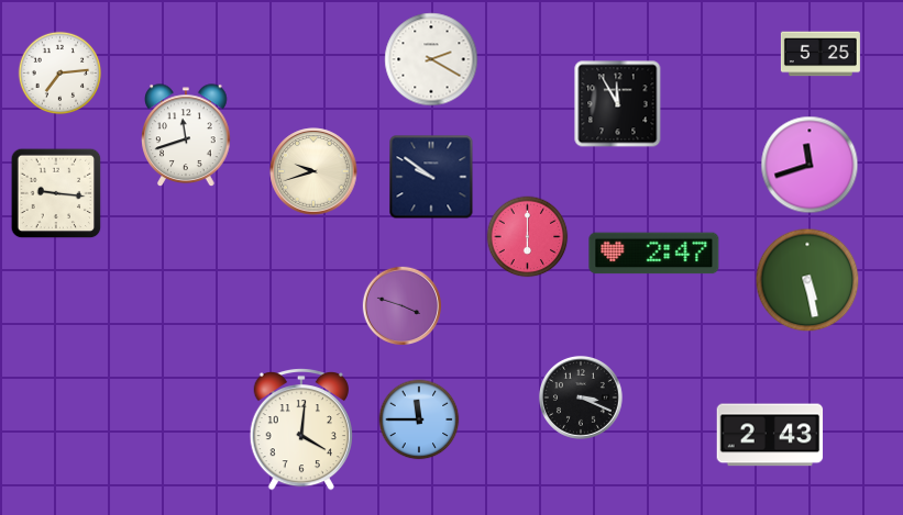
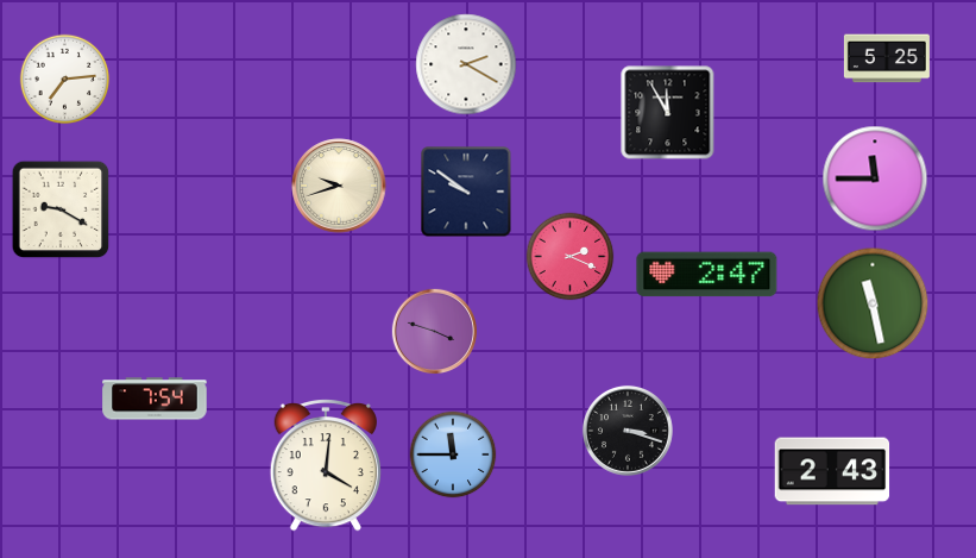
clock at (186, 135): 11:42 -> none
clock at (810, 165): 11:42 -> 11:45
clock at (56, 193): 9:16 -> 9:20
clock at (528, 237): 6:00 -> 2:19
clock at (807, 280): 5:28 -> 11:28
clock at (155, 399): none -> 7:54
clock at (581, 398): 3:19 -> 3:18
